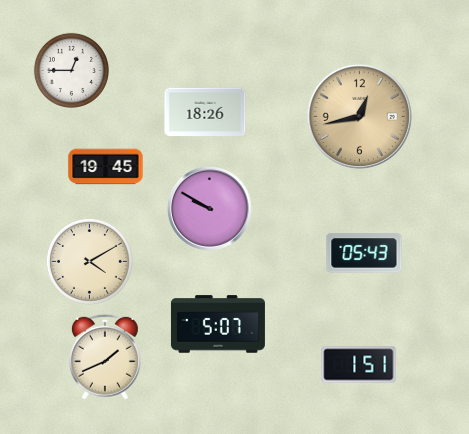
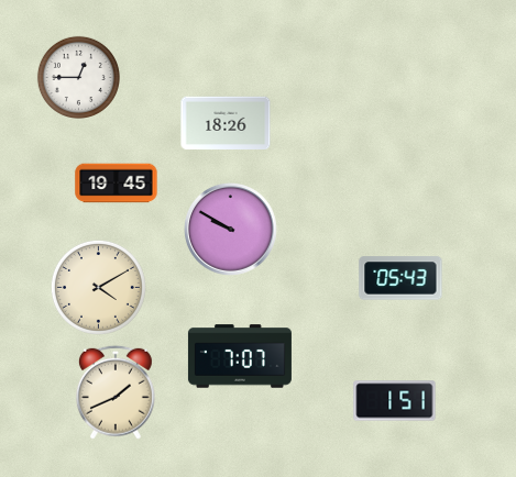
clock at (359, 116): 12:43 -> none
clock at (218, 324): 5:07 -> 7:07
